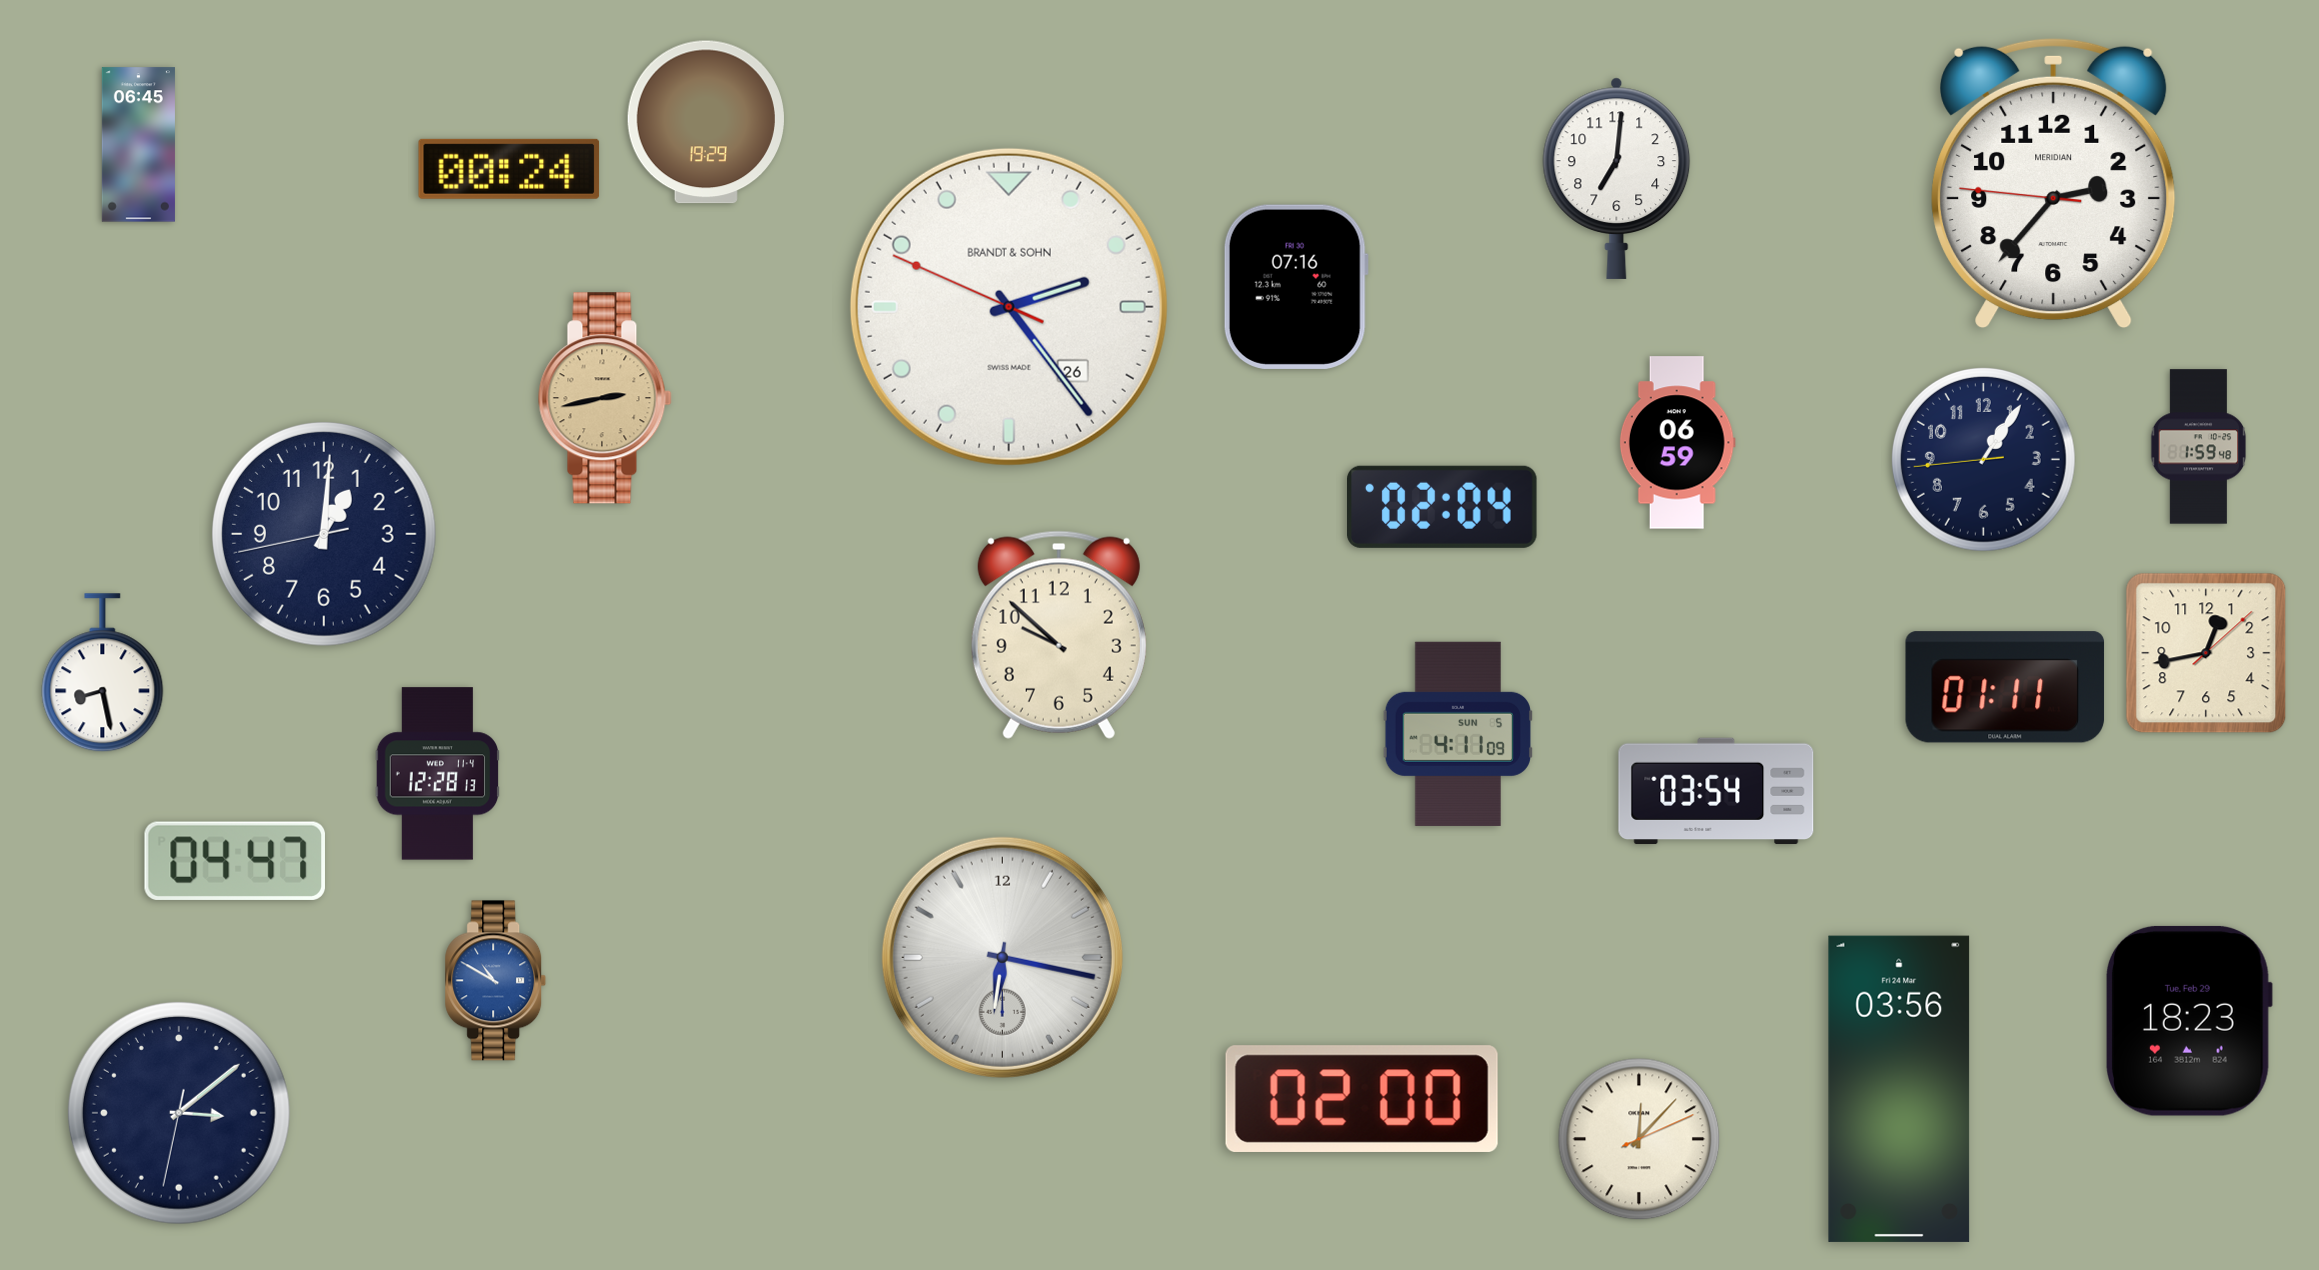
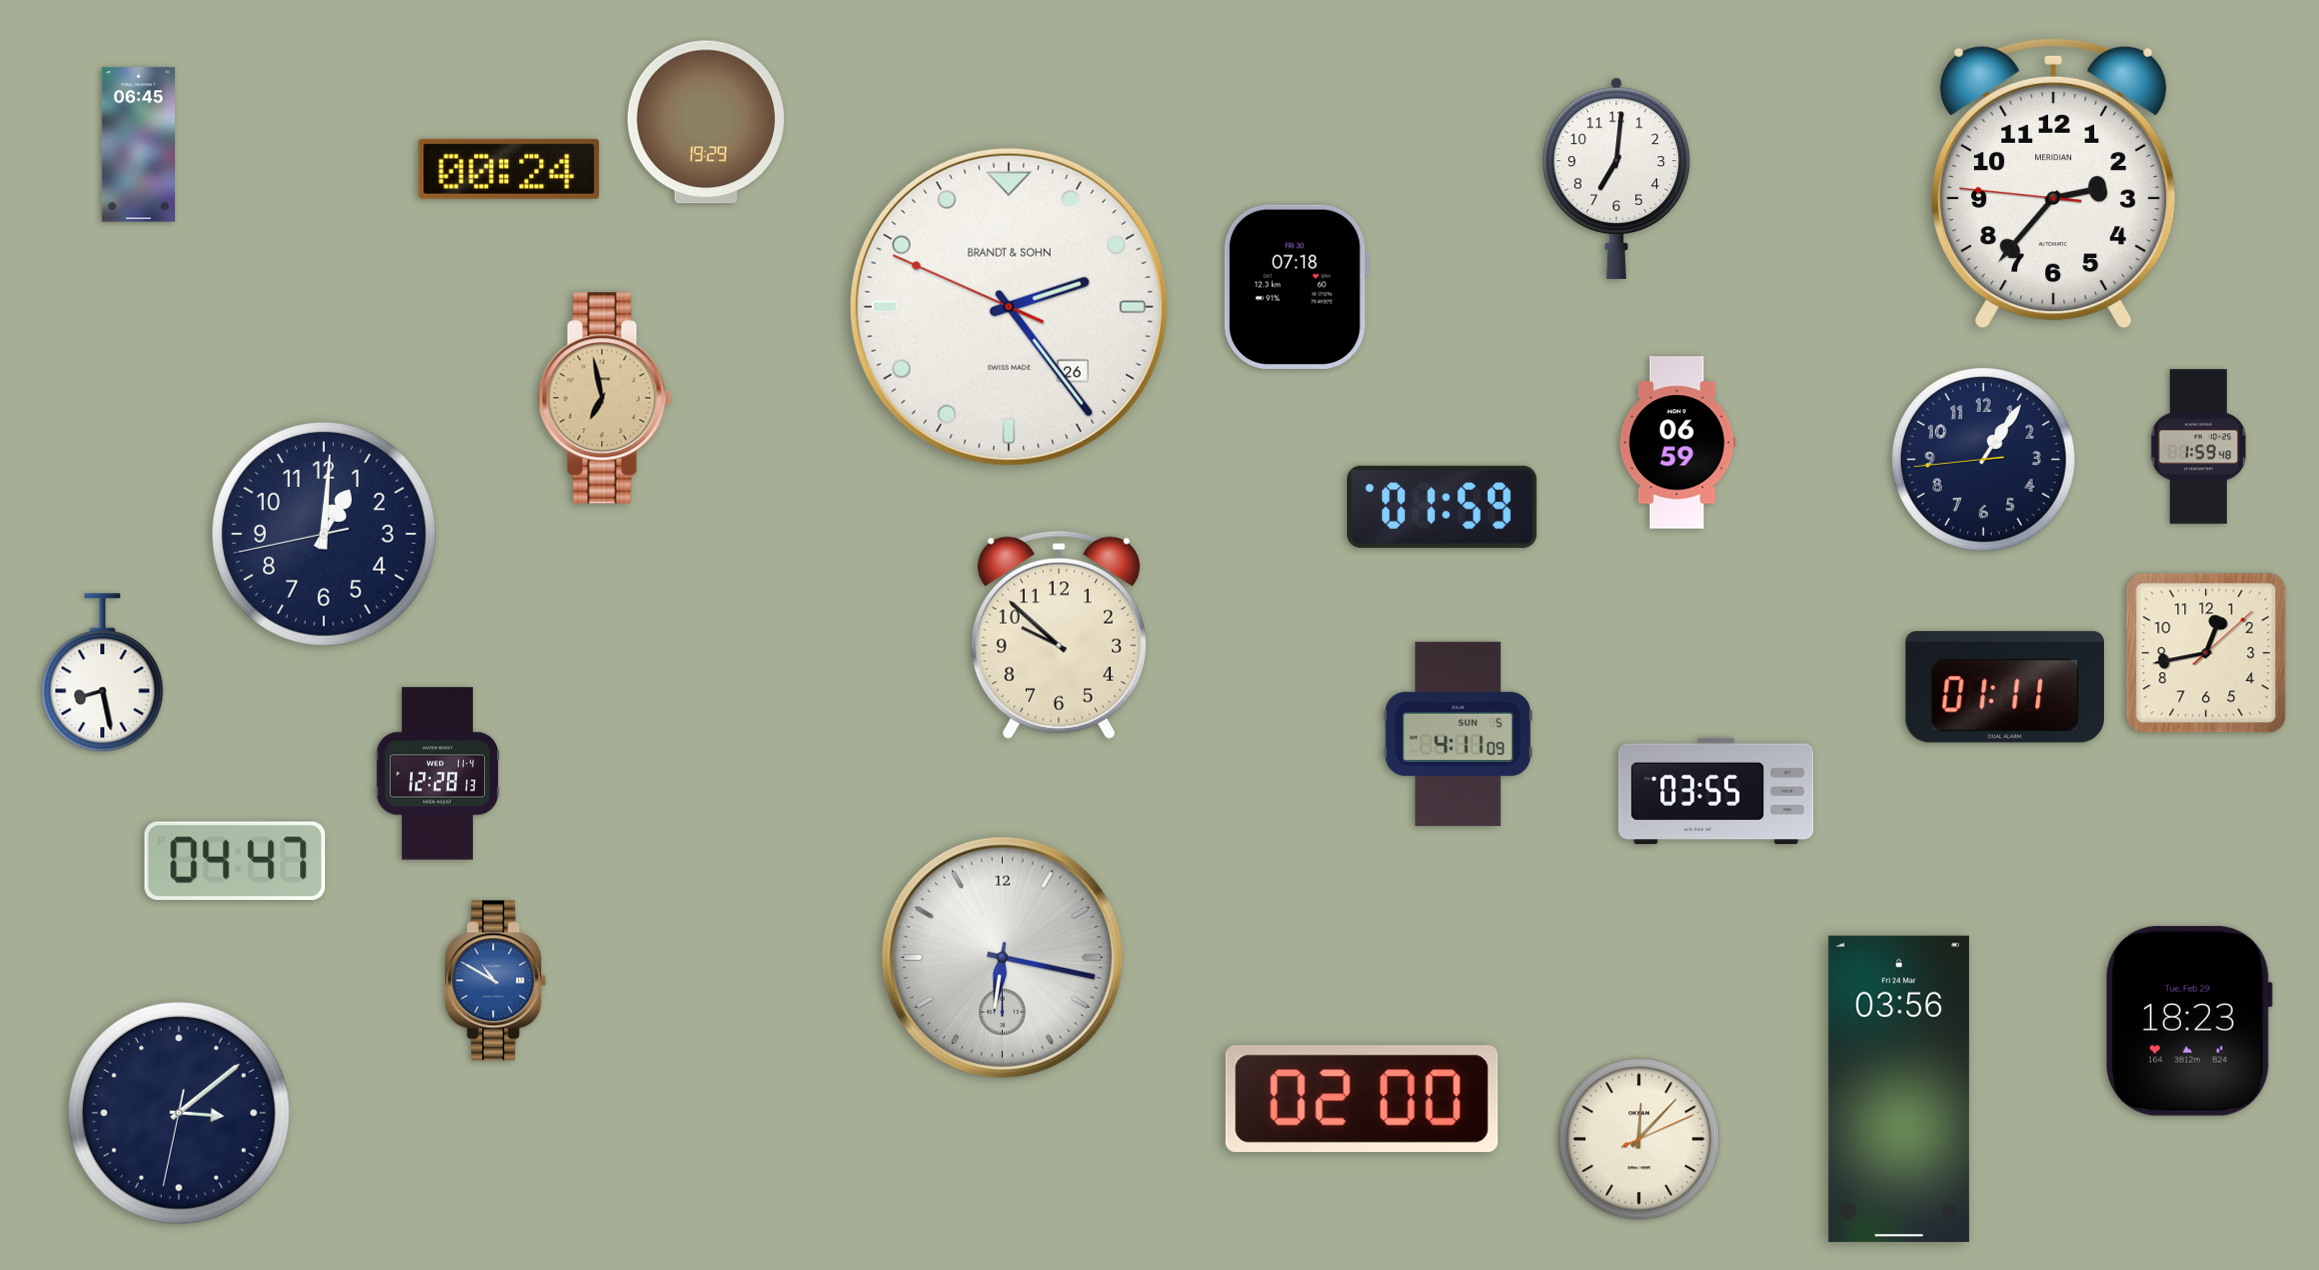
clock at (1296, 287): 07:16 -> 07:18
clock at (605, 398): 2:43 -> 6:58
clock at (1443, 507): 02:04 -> 01:59
clock at (1716, 791): 03:54 -> 03:55
